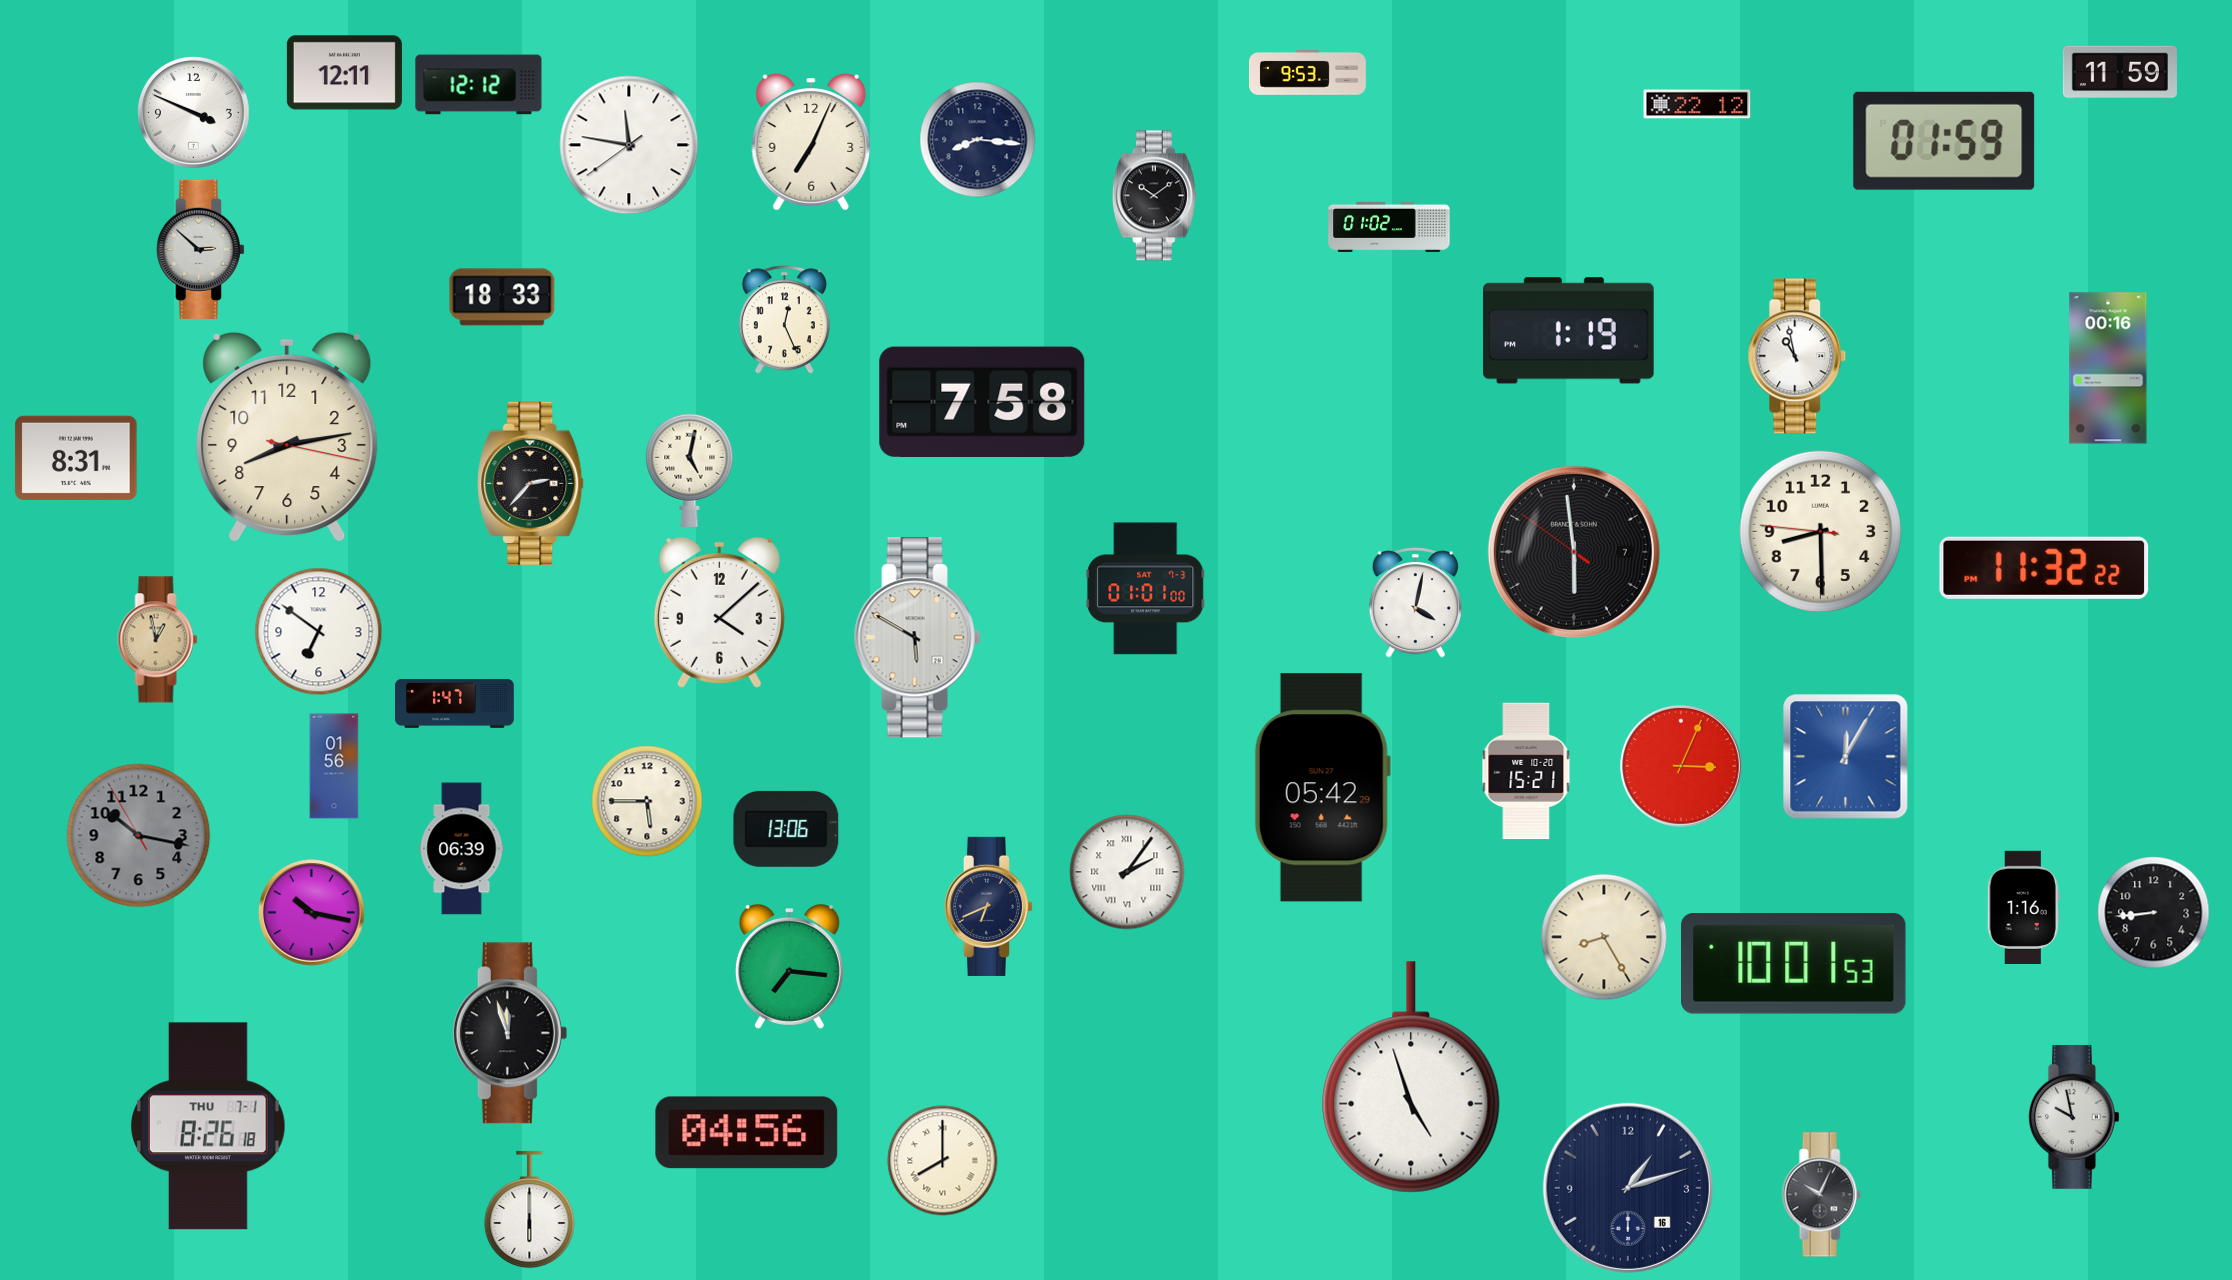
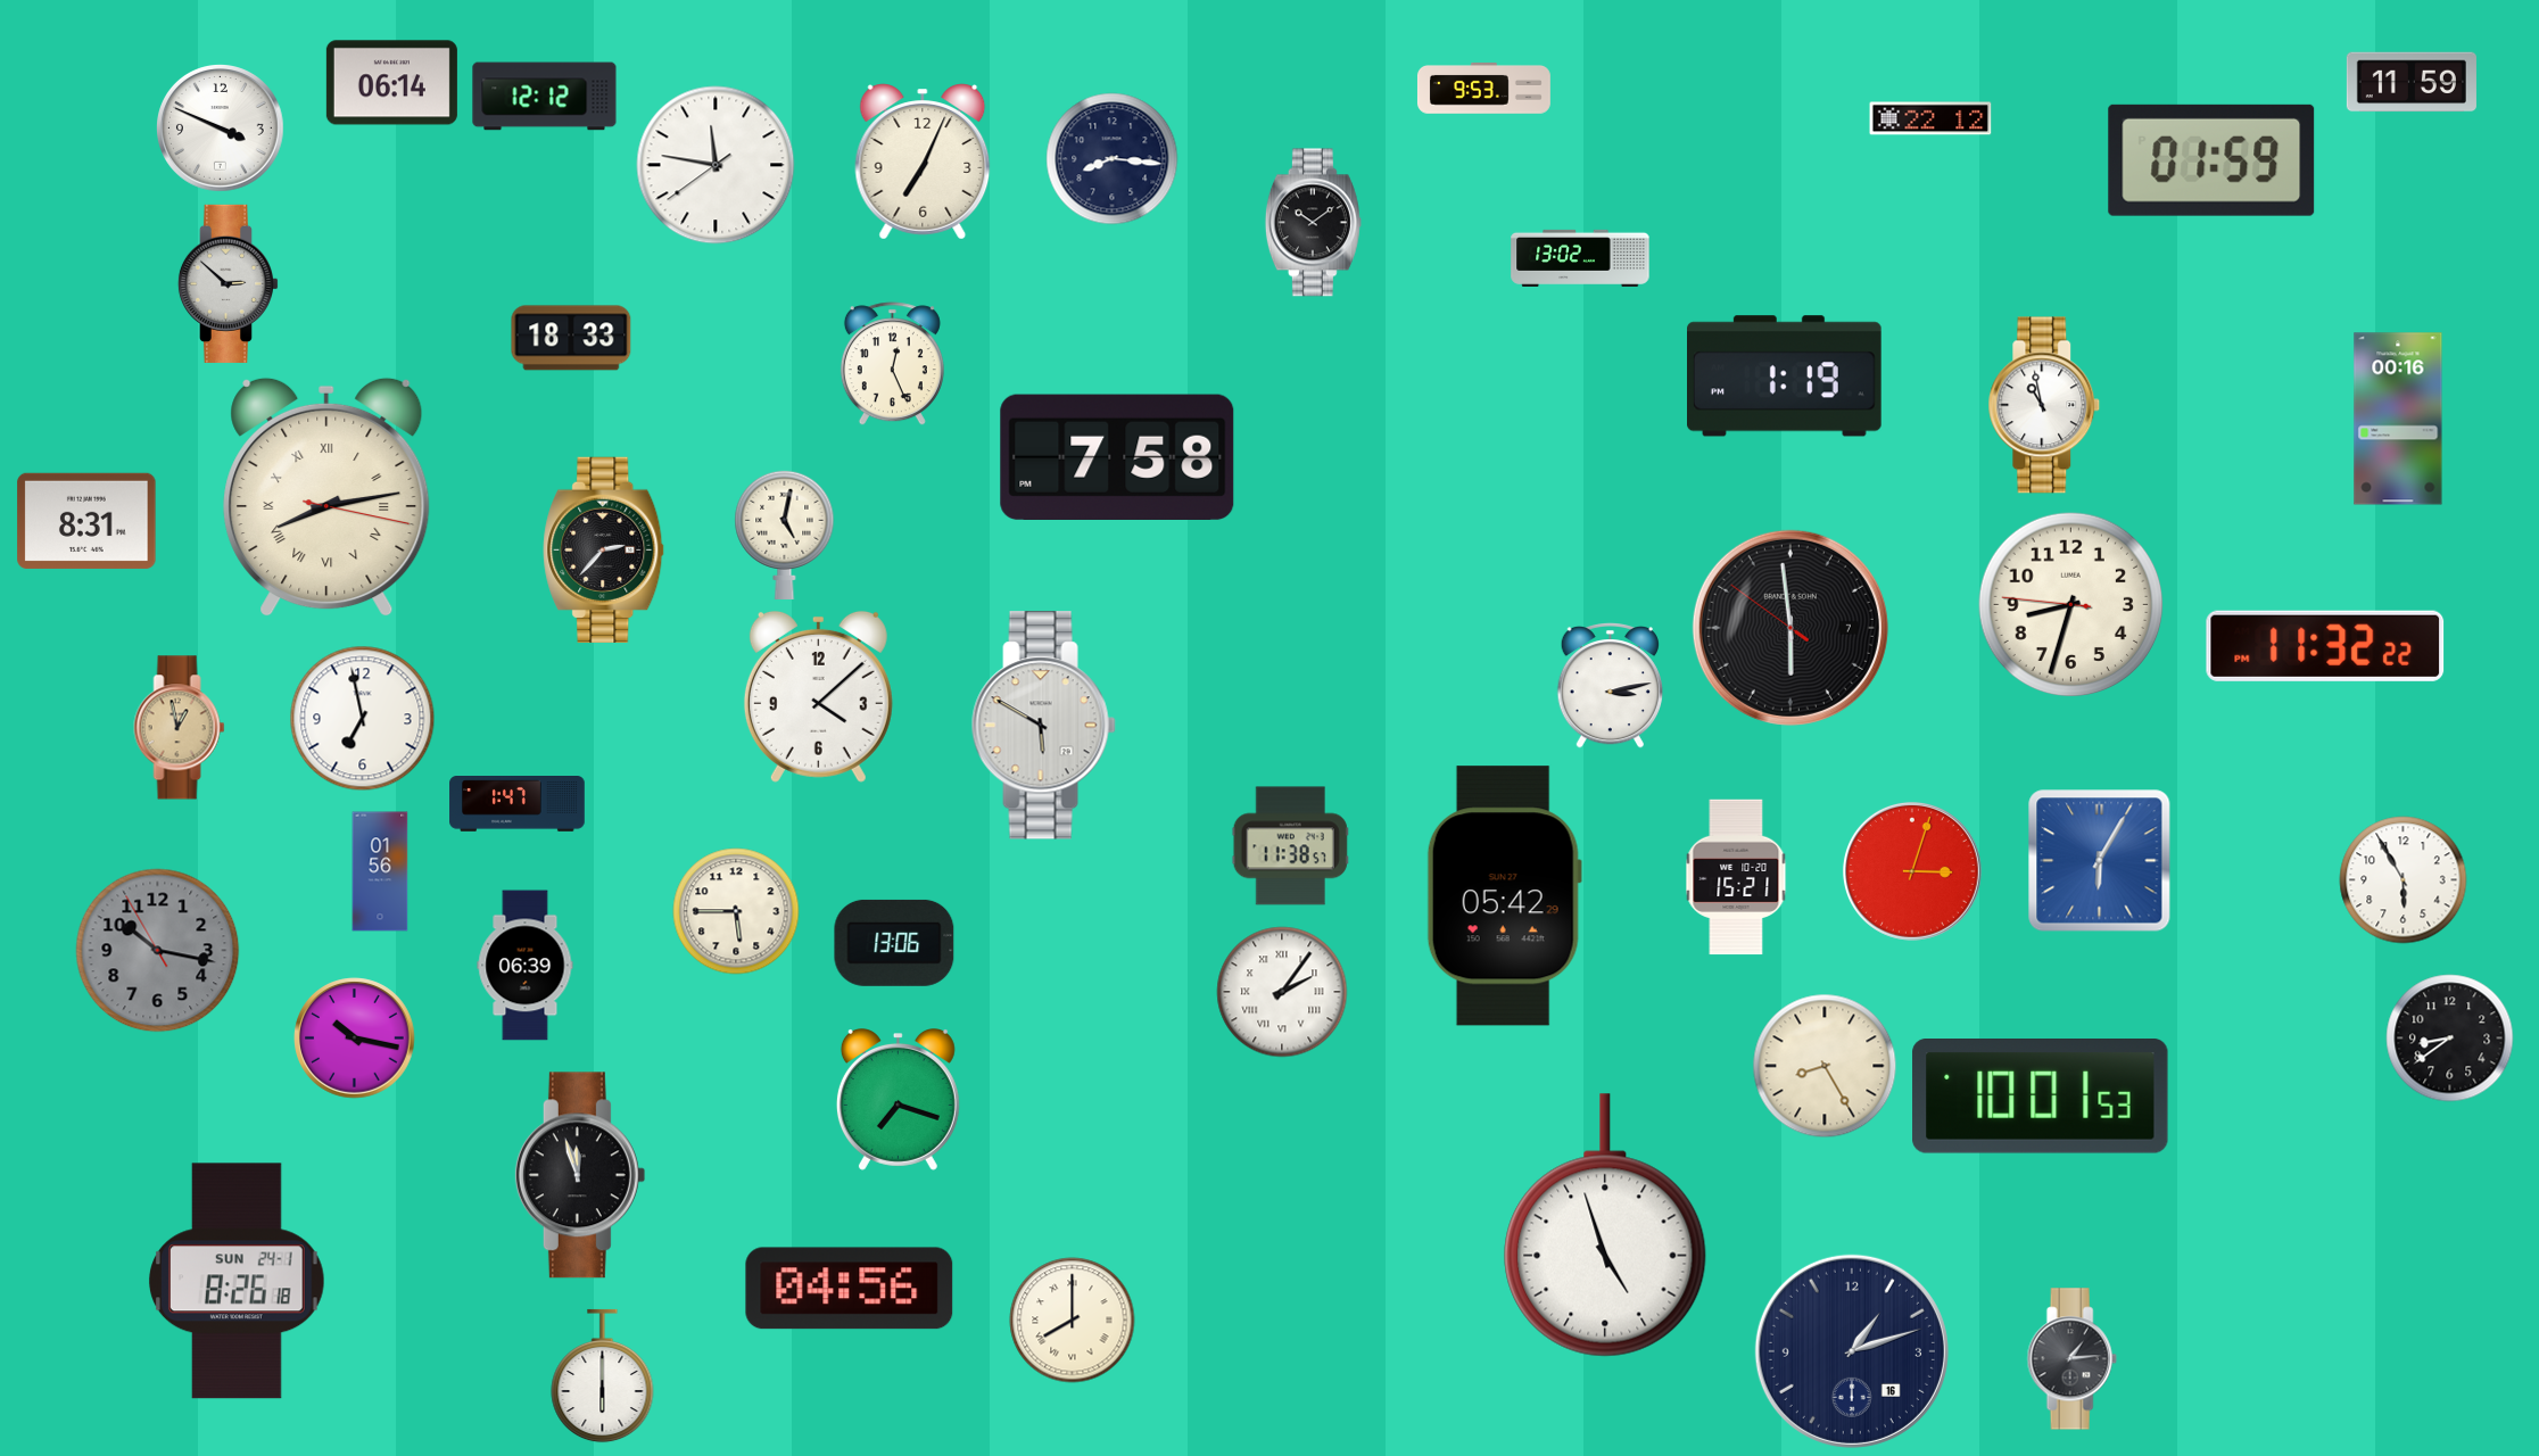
clock at (344, 73): 12:11 -> 06:14
clock at (1307, 73) position: (1307, 73) -> (1483, 89)
clock at (1389, 227): 01:02 -> 13:02
clock at (287, 437) numerals: Arabic -> Roman
clock at (1821, 532): 8:29 -> 8:32
clock at (1146, 589): 01:01 -> none
clock at (1415, 603): 4:02 -> 3:13
clock at (319, 632): 6:51 -> 6:58
clock at (455, 704) position: (455, 704) -> (518, 804)
clock at (1290, 846): none -> 11:38
clock at (1846, 757): 12:05 -> 6:05
clock at (1681, 766): 3:04 -> 3:03
clock at (2404, 880): none -> 5:55
clock at (988, 906): 6:41 -> none
clock at (2023, 907): 1:16 -> none
clock at (2154, 913): 8:44 -> 8:39
clock at (789, 967): 7:16 -> 7:18
clock at (2074, 1117): 9:58 -> none
clock at (209, 1126) date: THU 7-1 -> SUN 24-1
clock at (1821, 1195): 10:04 -> 1:14
